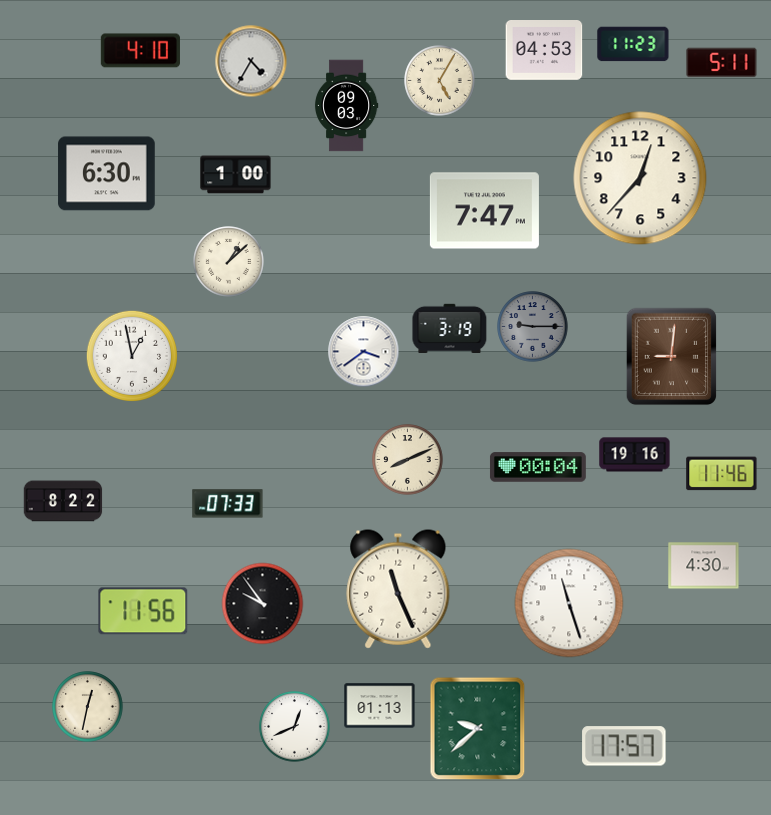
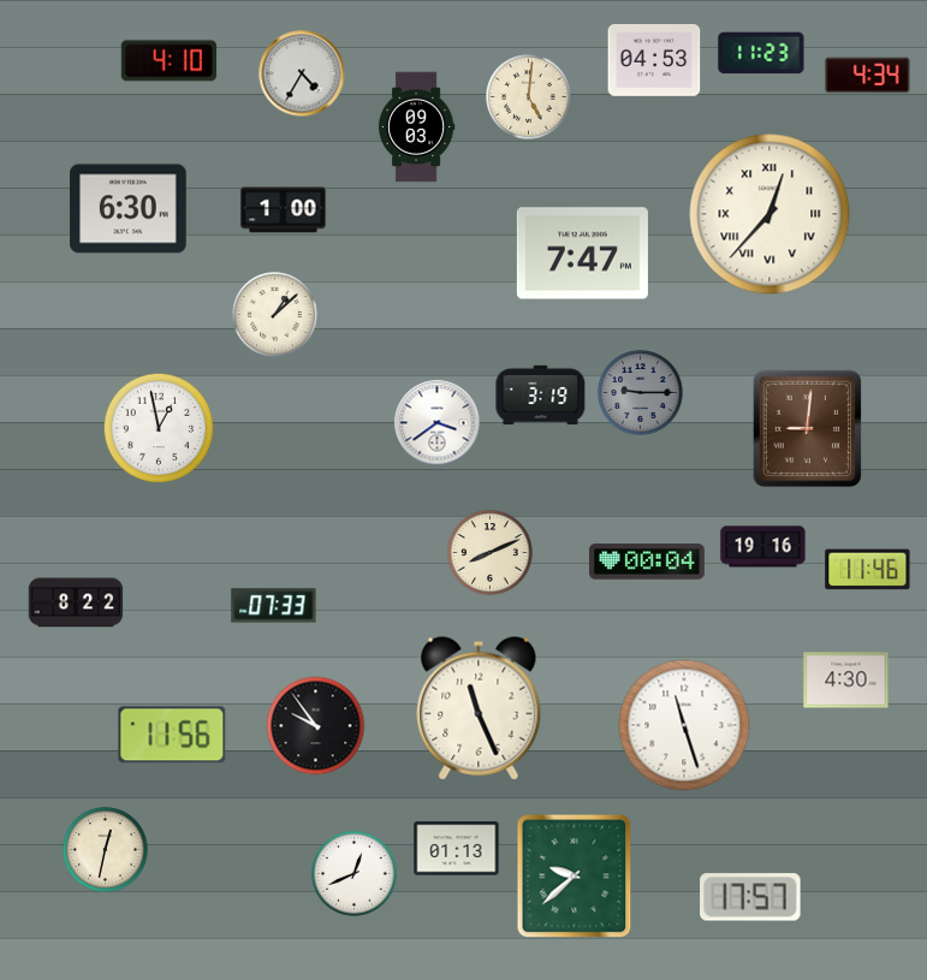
clock at (722, 63): 5:11 -> 4:34
clock at (440, 81): 5:05 -> 5:01
clock at (640, 178) numerals: Arabic -> Roman
